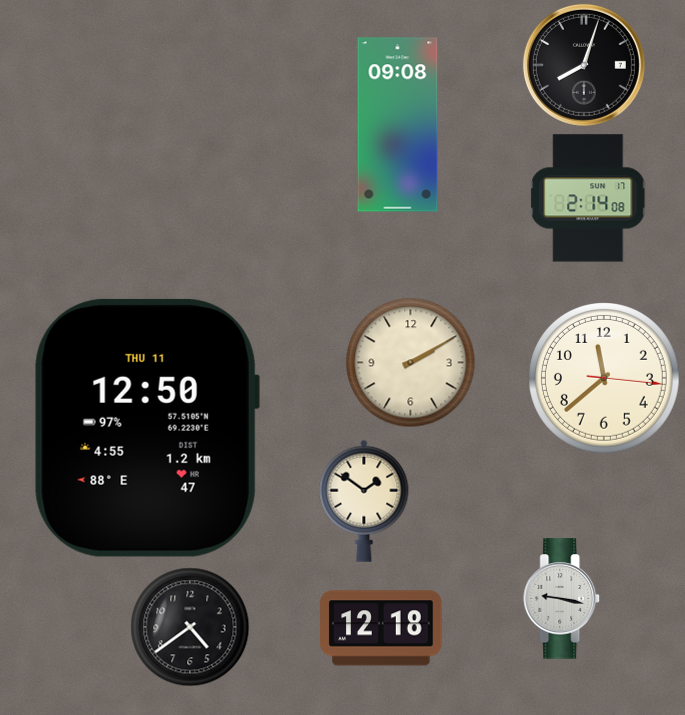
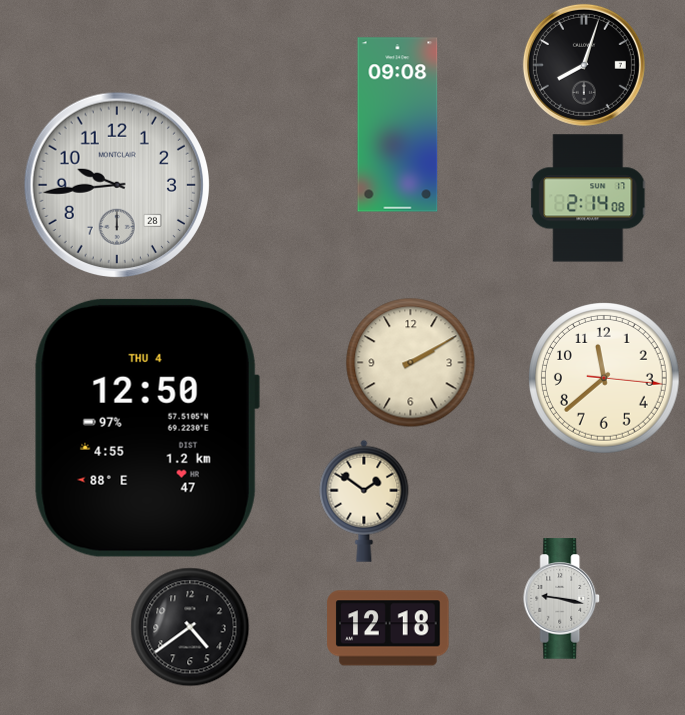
clock at (116, 184): none -> 9:44
clock at (147, 428) date: THU 11 -> THU 4
clock at (381, 628) position: (381, 628) -> (388, 628)
